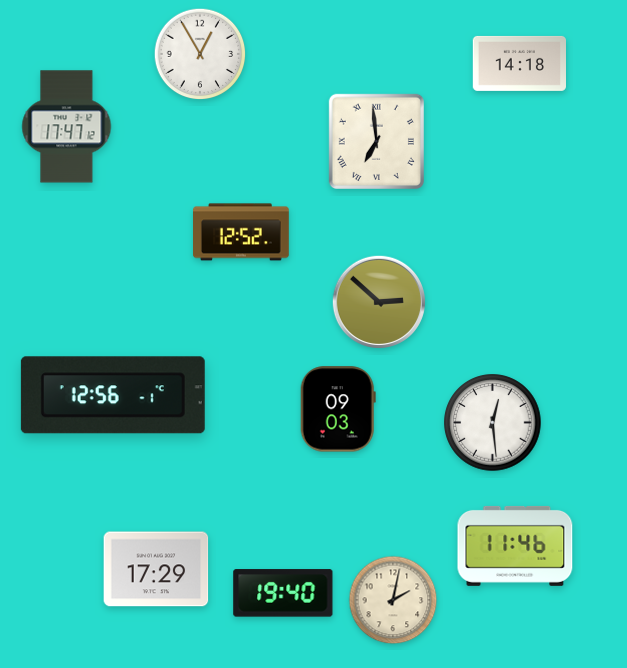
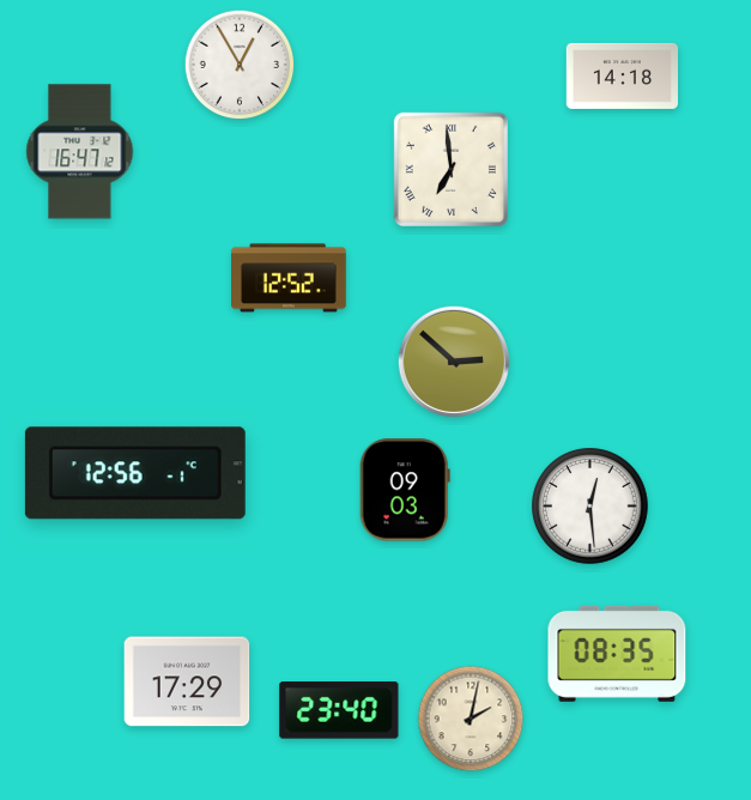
clock at (67, 127): 17:47 -> 16:47
clock at (515, 546): 11:46 -> 08:35
clock at (283, 593): 19:40 -> 23:40
